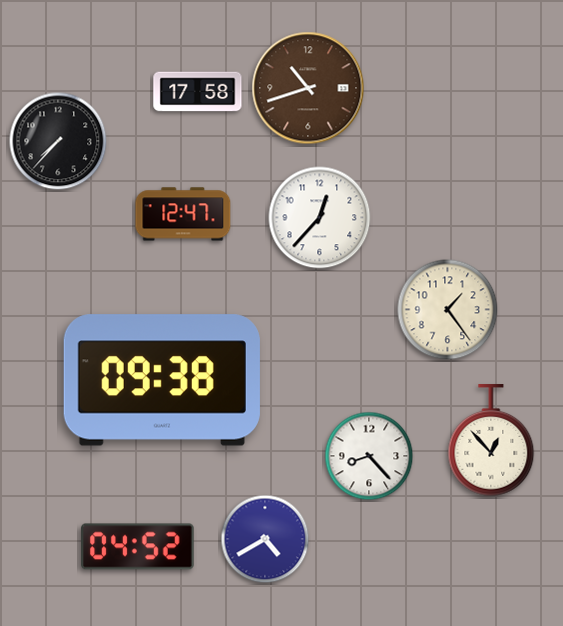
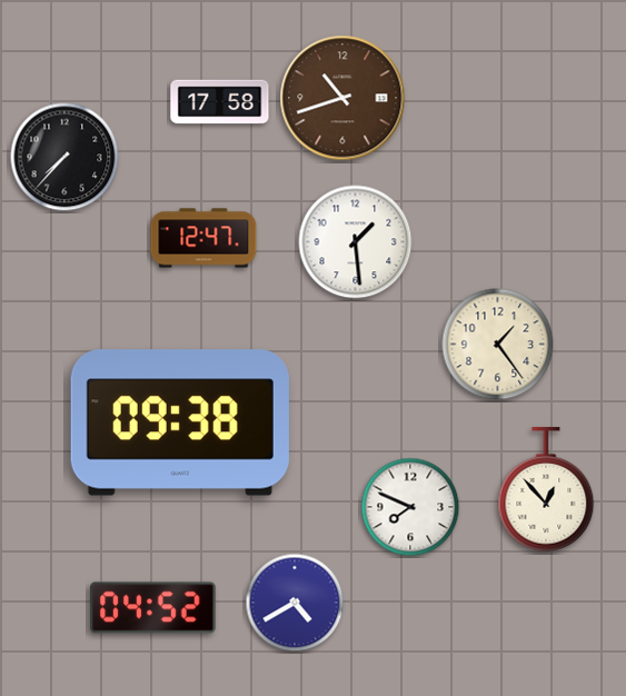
clock at (320, 218): 12:37 -> 1:29
clock at (369, 456): 8:23 -> 7:49
clock at (265, 539) position: (265, 539) -> (295, 603)
